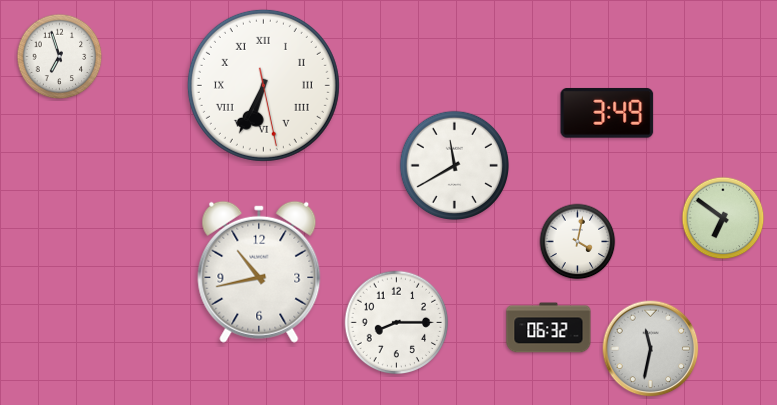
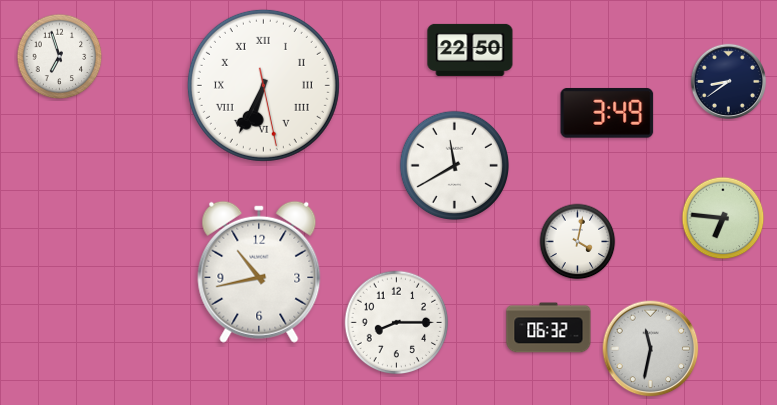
clock at (470, 50): none -> 22:50
clock at (728, 81): none -> 8:39
clock at (723, 218): 6:51 -> 6:46
